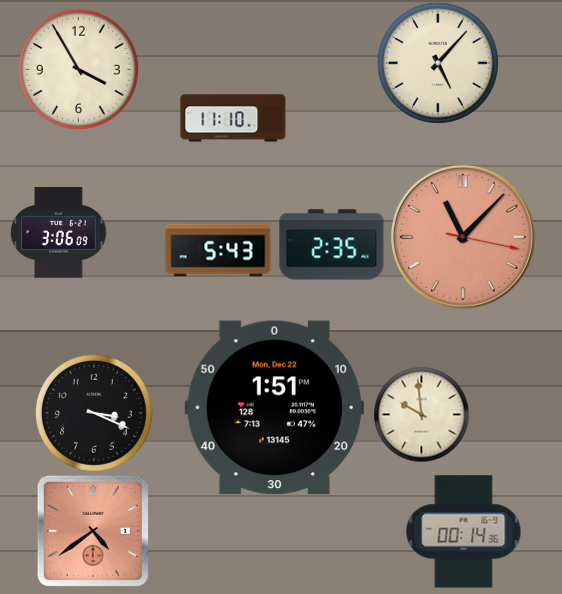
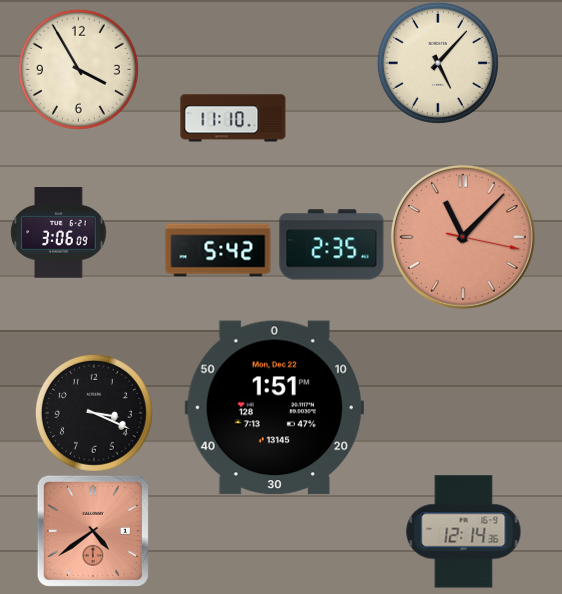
clock at (218, 250): 5:43 -> 5:42
clock at (421, 414): 9:59 -> none
clock at (464, 532): 00:14 -> 12:14
